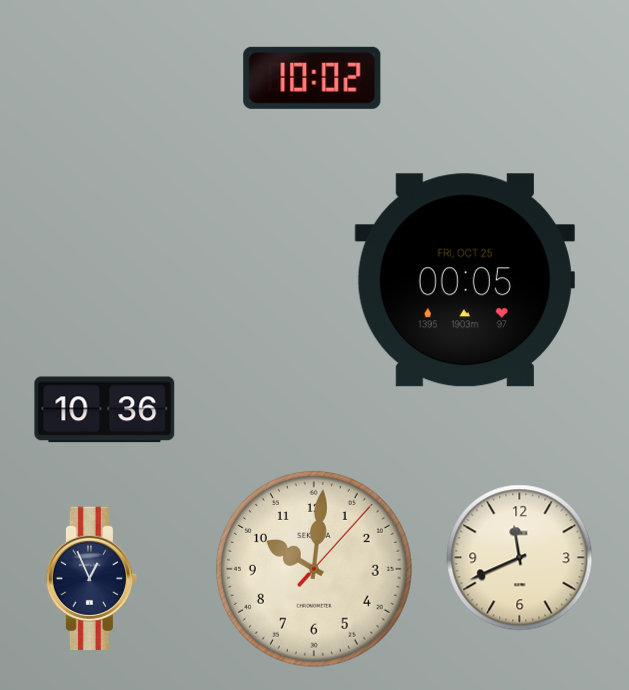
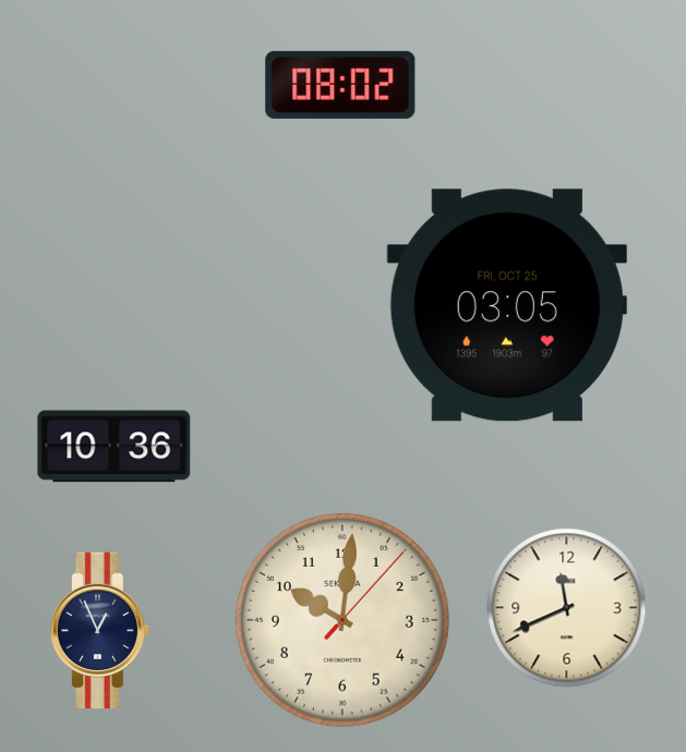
clock at (312, 78): 10:02 -> 08:02
clock at (465, 280): 00:05 -> 03:05
